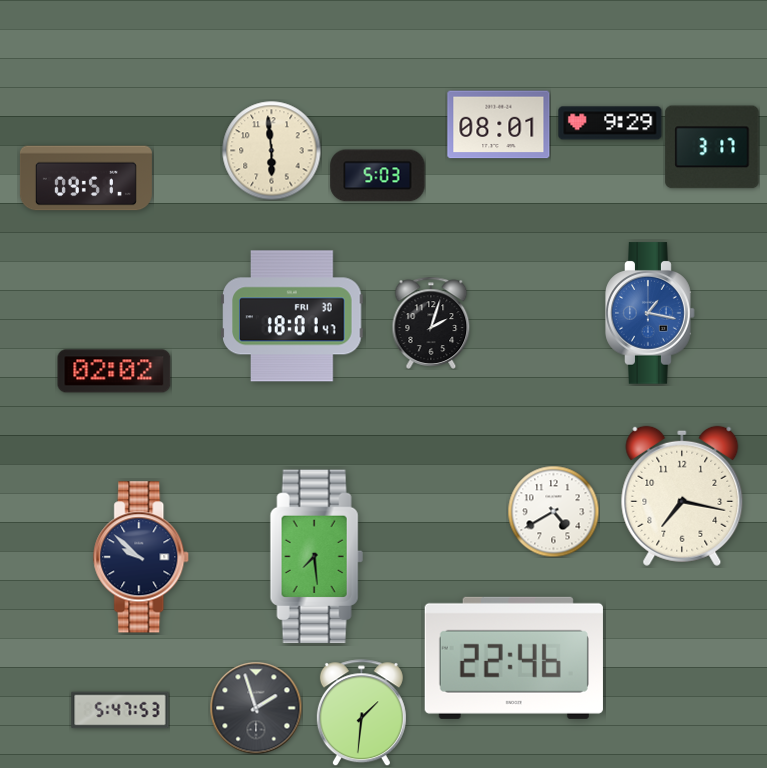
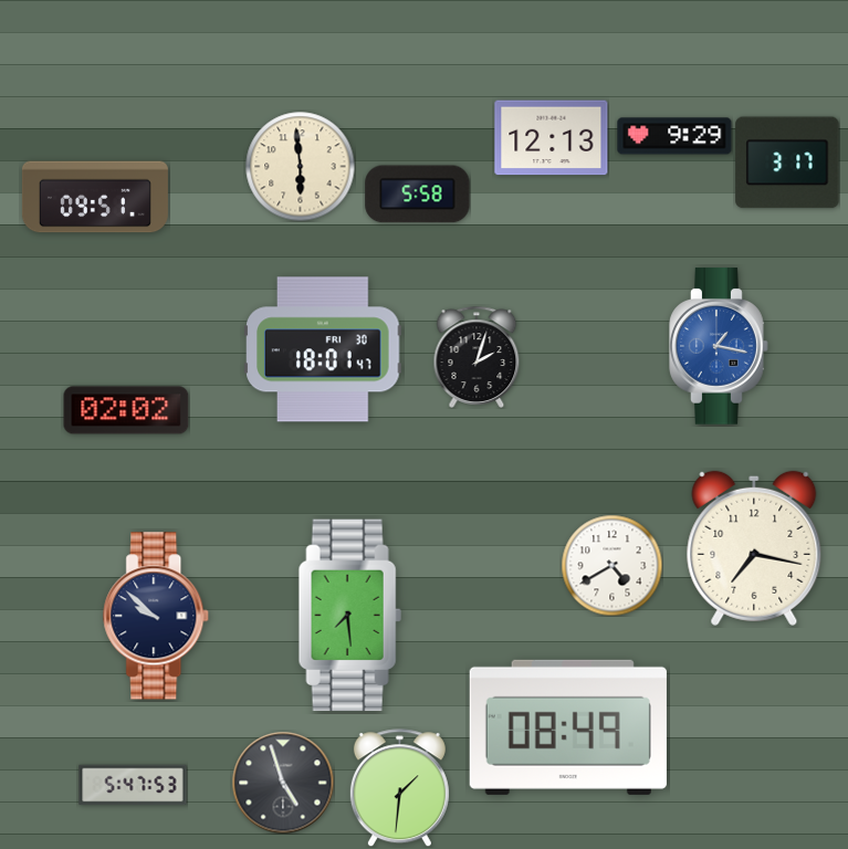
clock at (499, 125): 08:01 -> 12:13
clock at (378, 176): 5:03 -> 5:58
clock at (514, 658): 22:46 -> 08:49
clock at (256, 708): 1:57 -> 4:57
